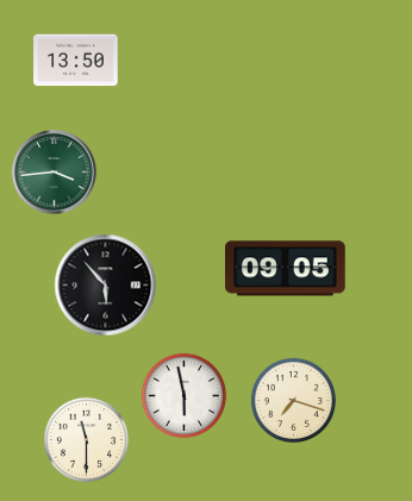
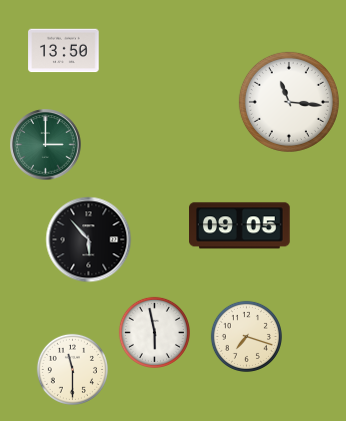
clock at (289, 102): none -> 11:16
clock at (55, 173): 3:44 -> 3:00
